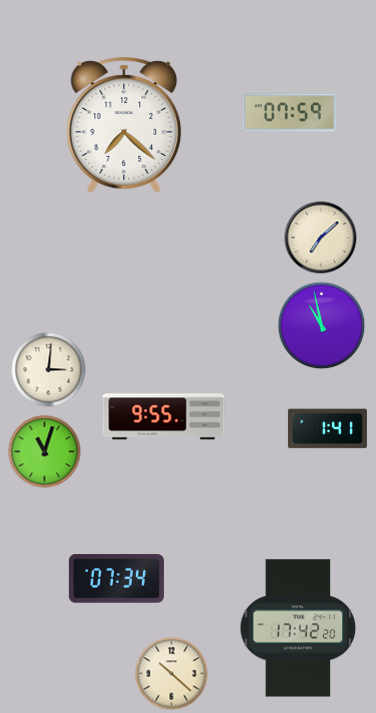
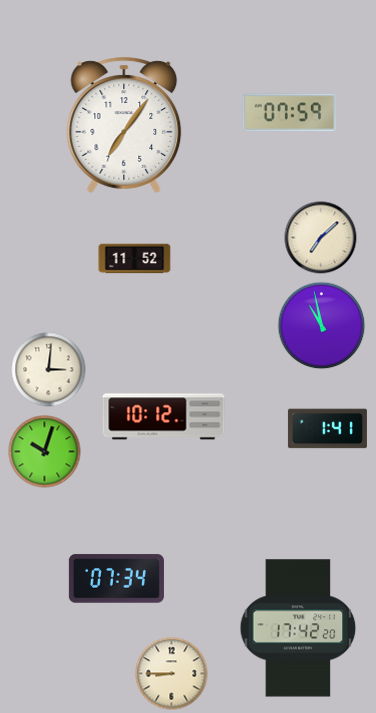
clock at (124, 125): 7:22 -> 7:06
clock at (135, 259): none -> 11:52
clock at (164, 417): 9:55 -> 10:12
clock at (45, 452): 11:03 -> 10:03
clock at (172, 674): 10:22 -> 8:45
